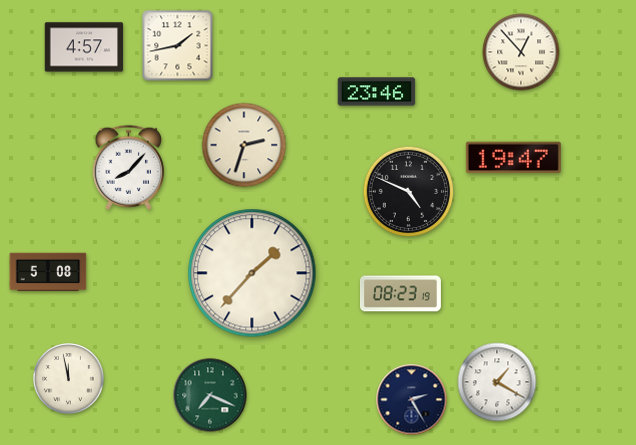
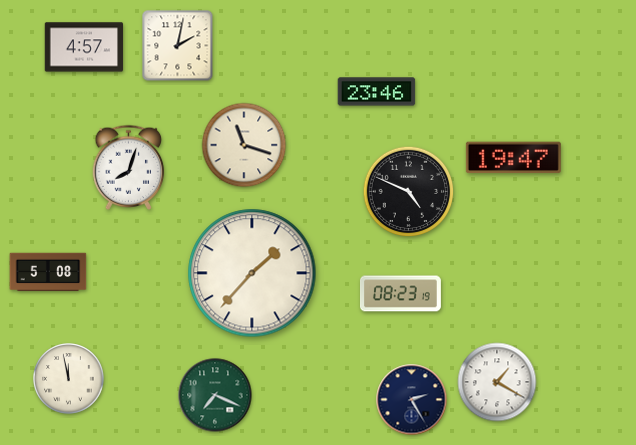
clock at (178, 46): 1:43 -> 2:02
clock at (521, 52): 12:53 -> none
clock at (244, 145): 2:33 -> 11:18
clock at (129, 167): 8:07 -> 8:03
clock at (210, 395) position: (210, 395) -> (215, 395)
